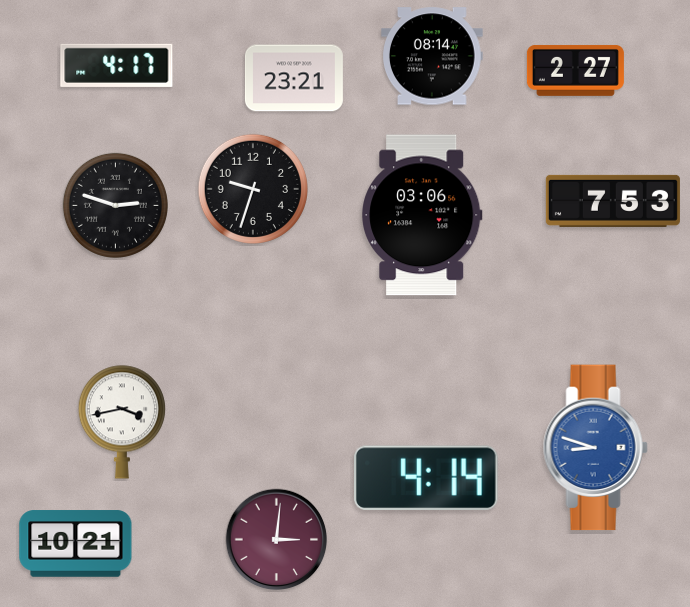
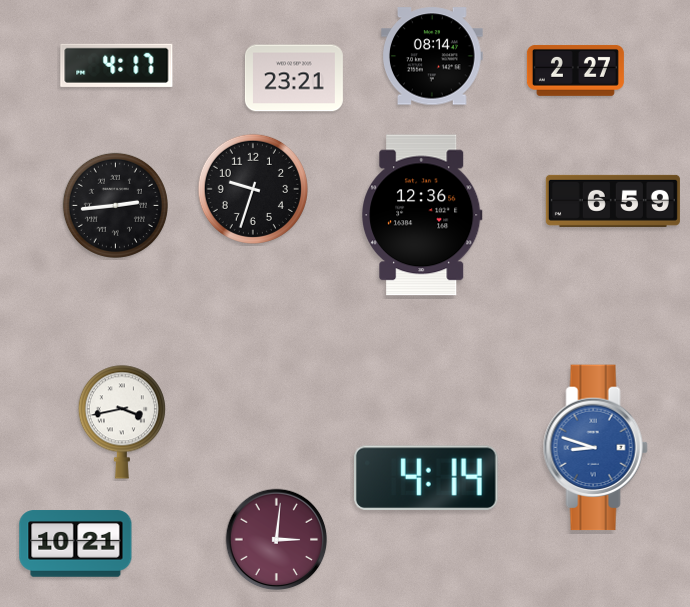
clock at (613, 201): 7:53 -> 6:59
clock at (115, 205): 2:48 -> 2:44
clock at (423, 215): 03:06 -> 12:36
